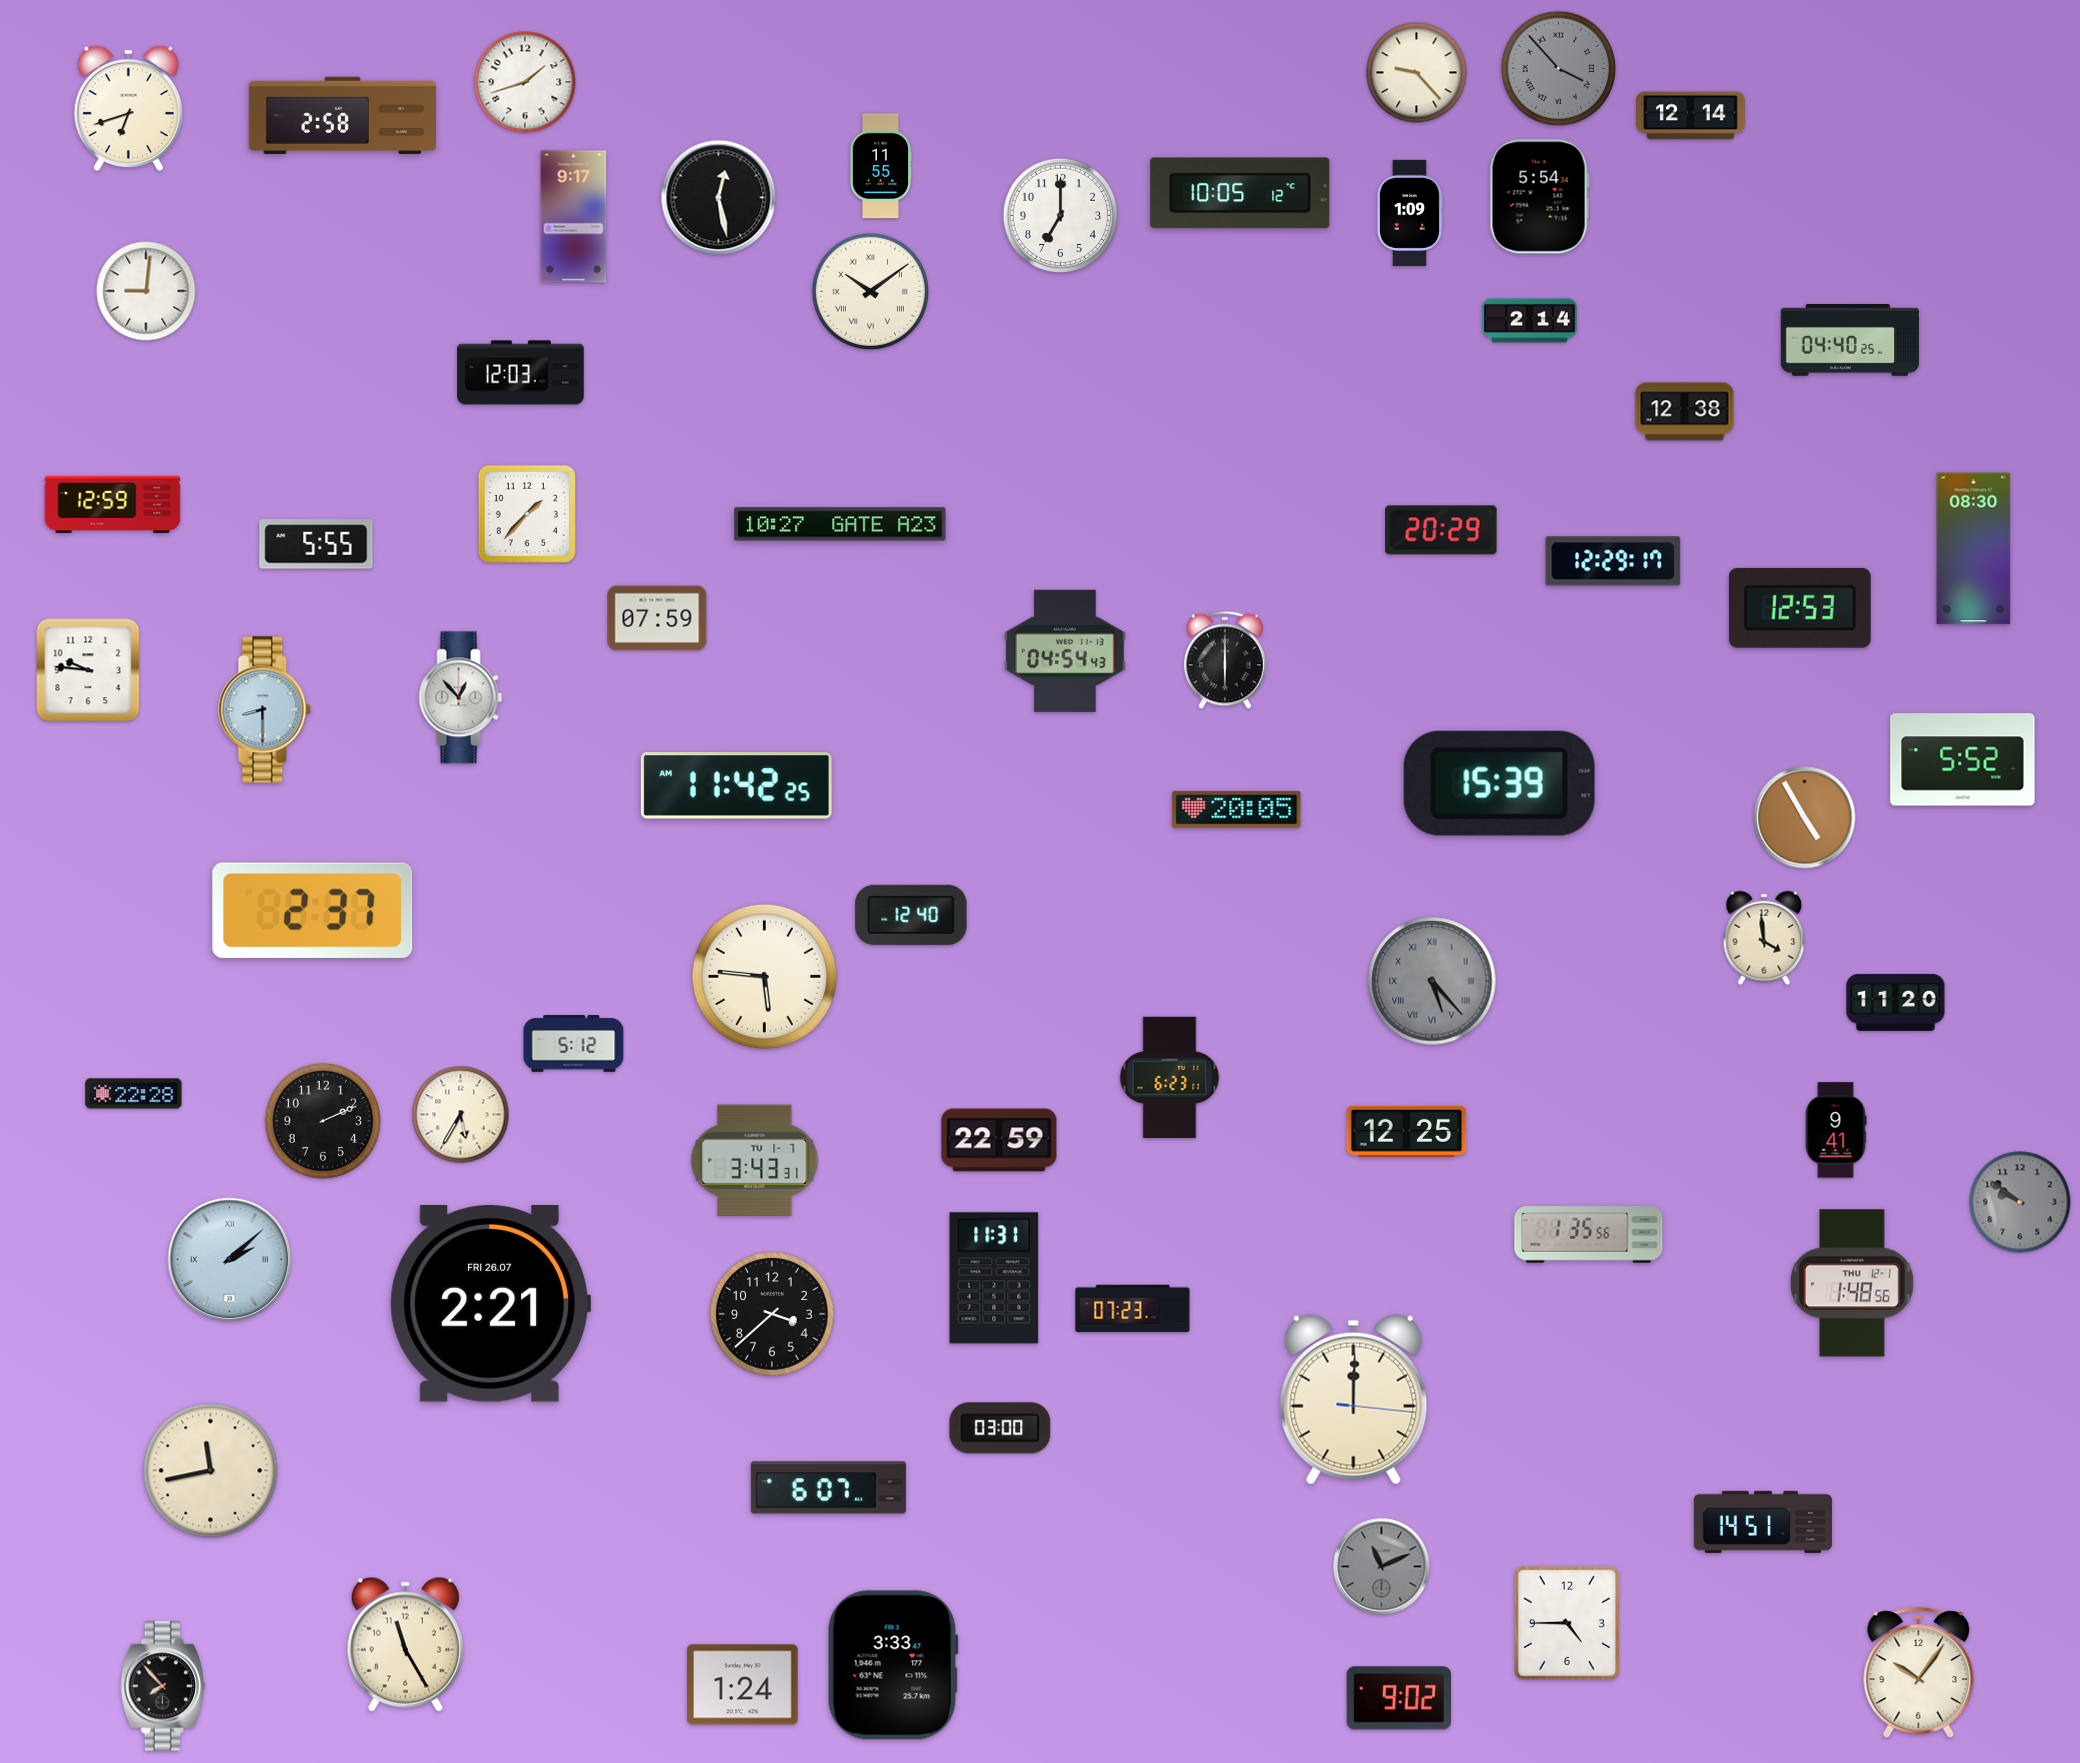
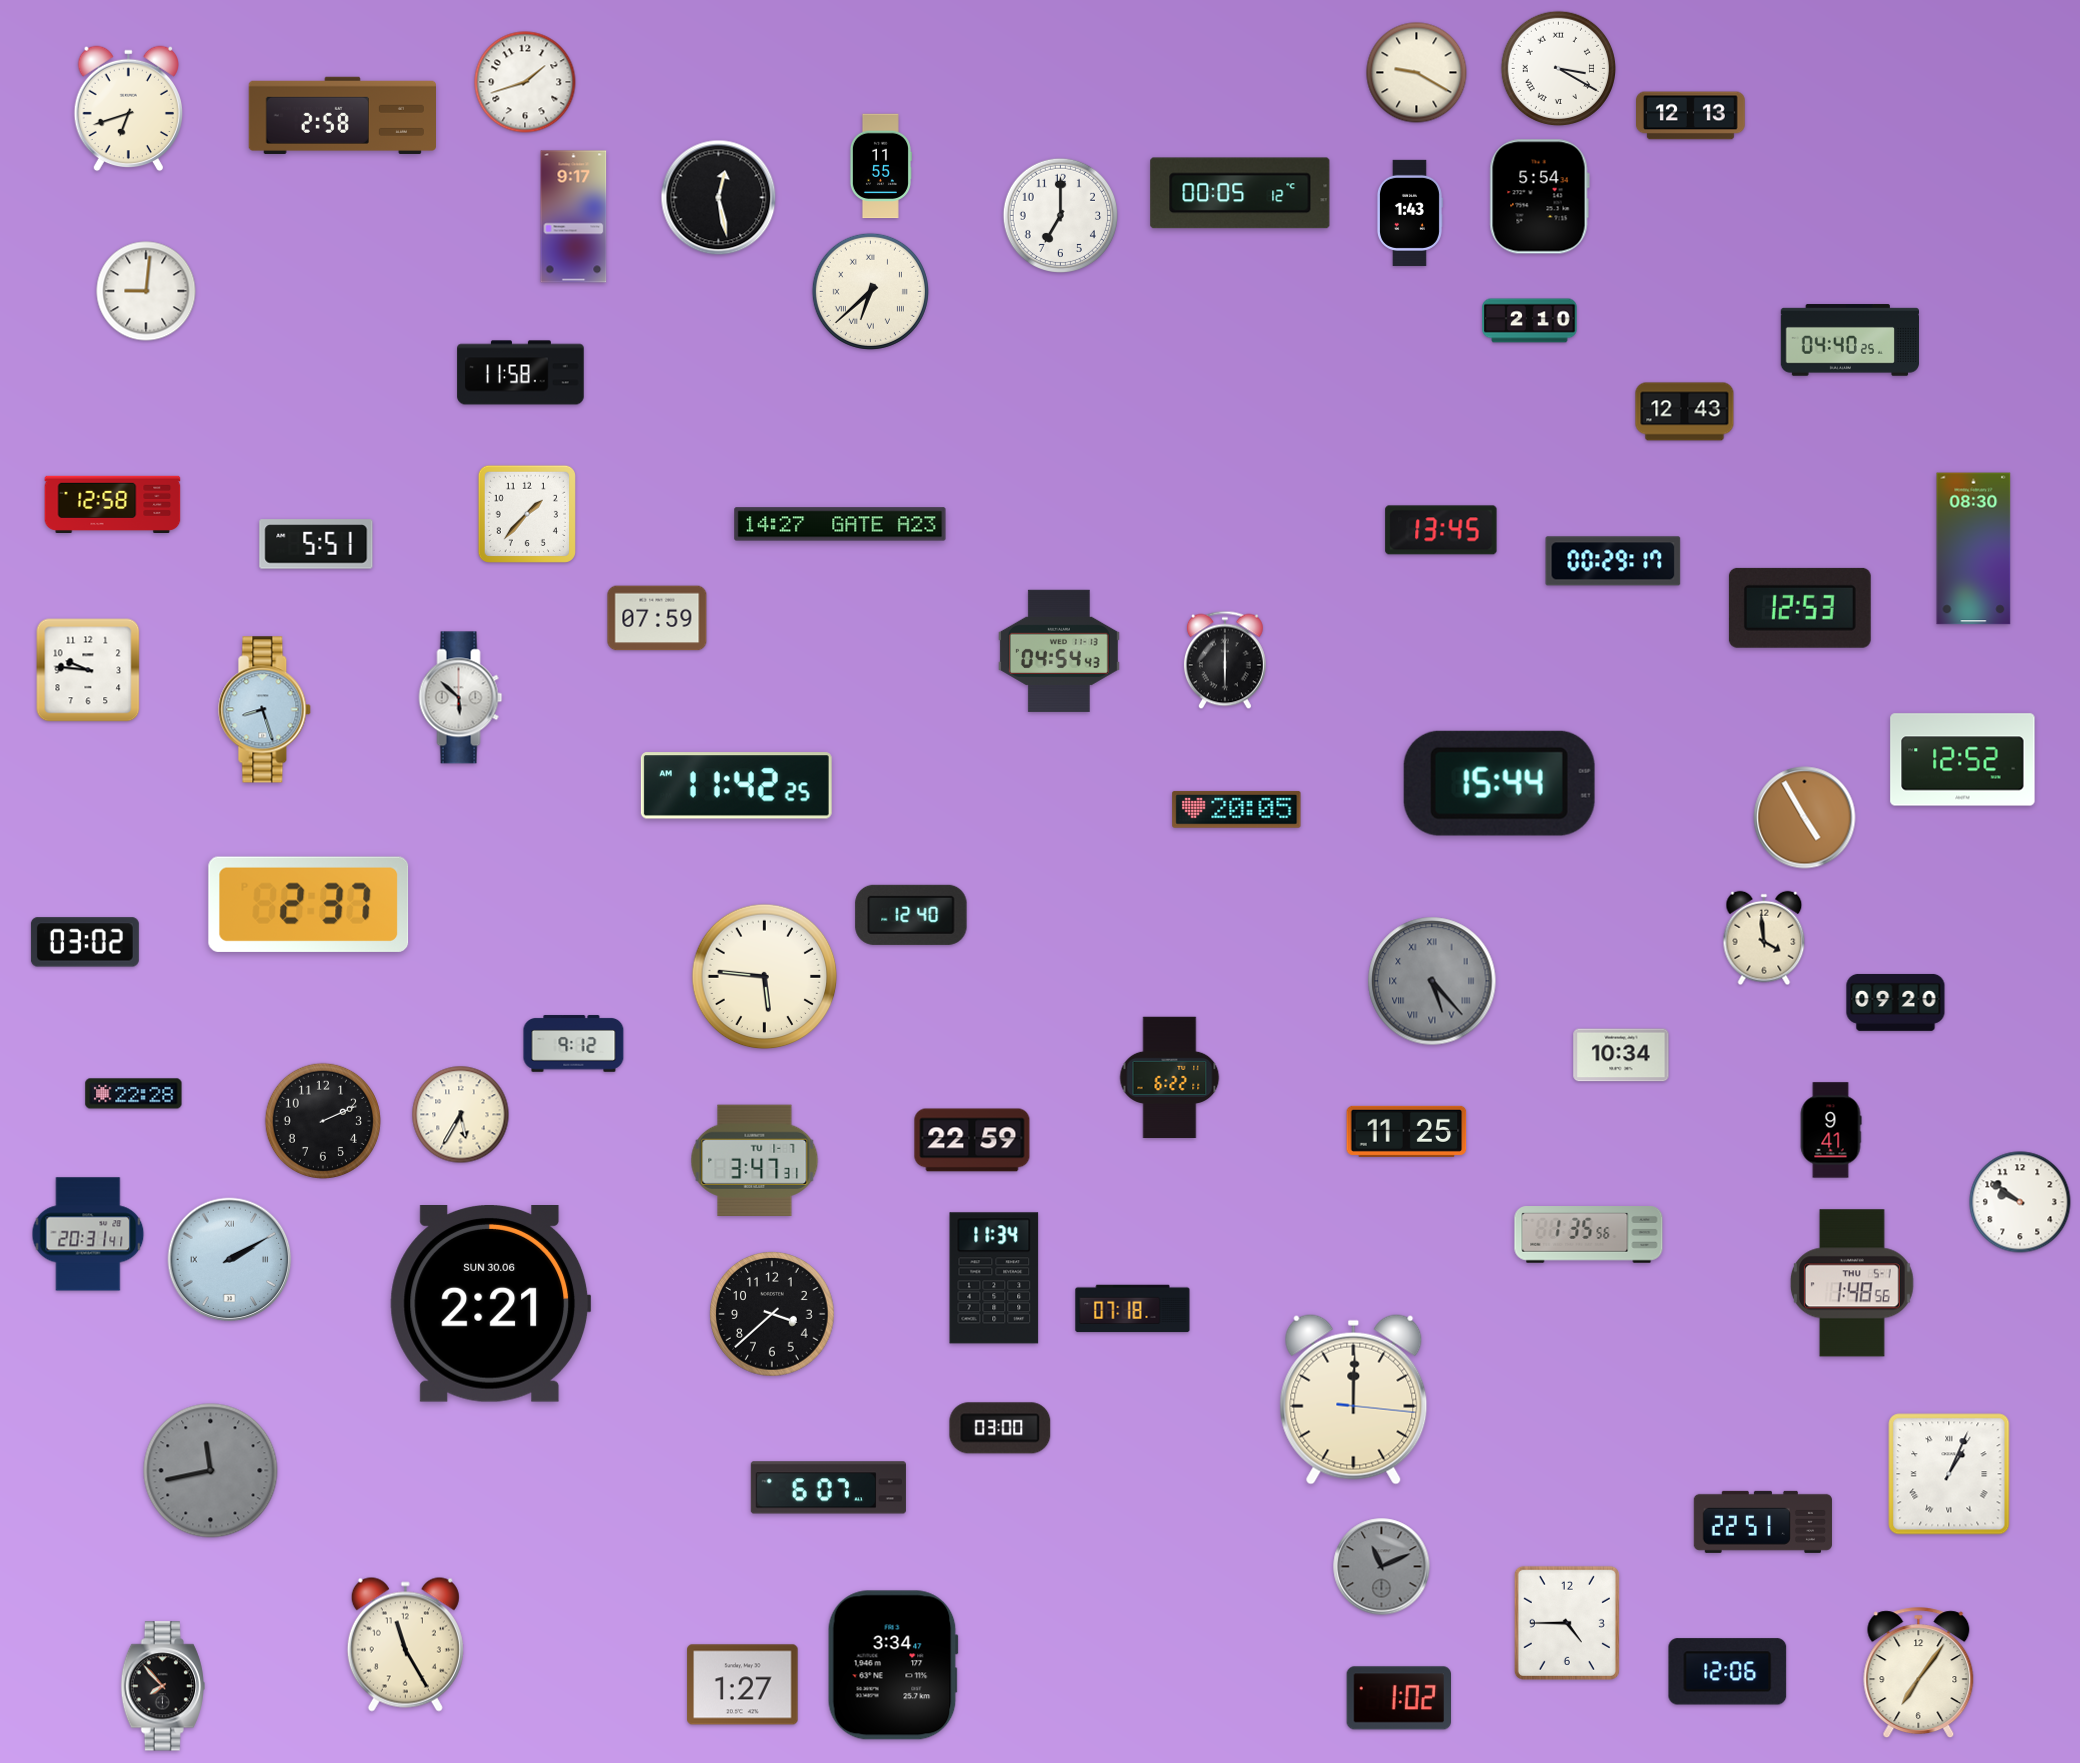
clock at (1558, 68): 3:53 -> 3:20
clock at (1558, 68) dial: grey -> white
clock at (1417, 73): 9:23 -> 9:20
clock at (1691, 116): 12:14 -> 12:13
clock at (1240, 193): 10:05 -> 00:05
clock at (1409, 213): 1:09 -> 1:43
clock at (870, 291): 10:09 -> 6:38
clock at (1530, 321): 2:14 -> 2:10
clock at (521, 373): 12:03 -> 11:58
clock at (1685, 412): 12:38 -> 12:43
clock at (113, 504): 12:59 -> 12:58
clock at (840, 524): 10:27 -> 14:27
clock at (1441, 530): 20:29 -> 13:45
clock at (316, 544): 5:55 -> 5:51
clock at (1613, 561): 12:29 -> 00:29
clock at (1065, 651) position: (1065, 651) -> (1059, 651)
clock at (461, 698): 12:53 -> 5:52
clock at (265, 710): 8:30 -> 8:27
clock at (1963, 760): 5:52 -> 12:52
clock at (1499, 783): 15:39 -> 15:44
clock at (313, 910) position: (313, 910) -> (309, 904)
clock at (85, 942): none -> 03:02
clock at (1896, 1002): 11:20 -> 09:20
clock at (574, 1044): 5:12 -> 9:12
clock at (1621, 1055): none -> 10:34
clock at (1170, 1078): 6:23 -> 6:22
clock at (1836, 1130) position: (1836, 1130) -> (1831, 1130)
clock at (1407, 1131): 12:25 -> 11:25
clock at (999, 1140) position: (999, 1140) -> (972, 1140)
clock at (755, 1160): 3:43 -> 3:47
clock at (2020, 1202) dial: grey -> white
clock at (88, 1234): none -> 20:31
clock at (230, 1260): 2:08 -> 2:10
clock at (994, 1278): 11:31 -> 11:34
clock at (1852, 1283) date: THU 12-1 -> THU 5-1
clock at (491, 1304) date: FRI 26.07 -> SUN 30.06
clock at (1133, 1309): 07:23 -> 07:18
clock at (211, 1471) dial: cream -> grey
clock at (1949, 1474): none -> 1:04
clock at (1762, 1522): 14:51 -> 22:51
clock at (893, 1665): 3:33 -> 3:34
clock at (1728, 1672): none -> 12:06
clock at (1919, 1673): 10:06 -> 7:06
clock at (743, 1685): 1:24 -> 1:27
clock at (1398, 1698): 9:02 -> 1:02
